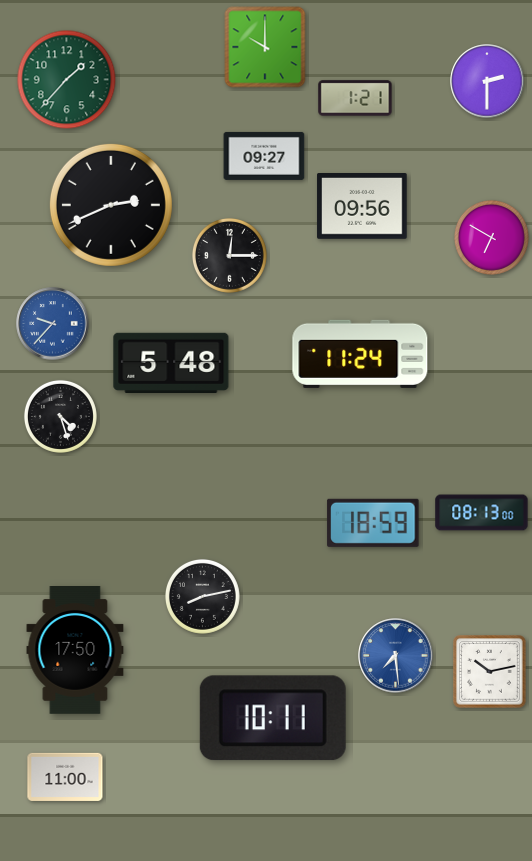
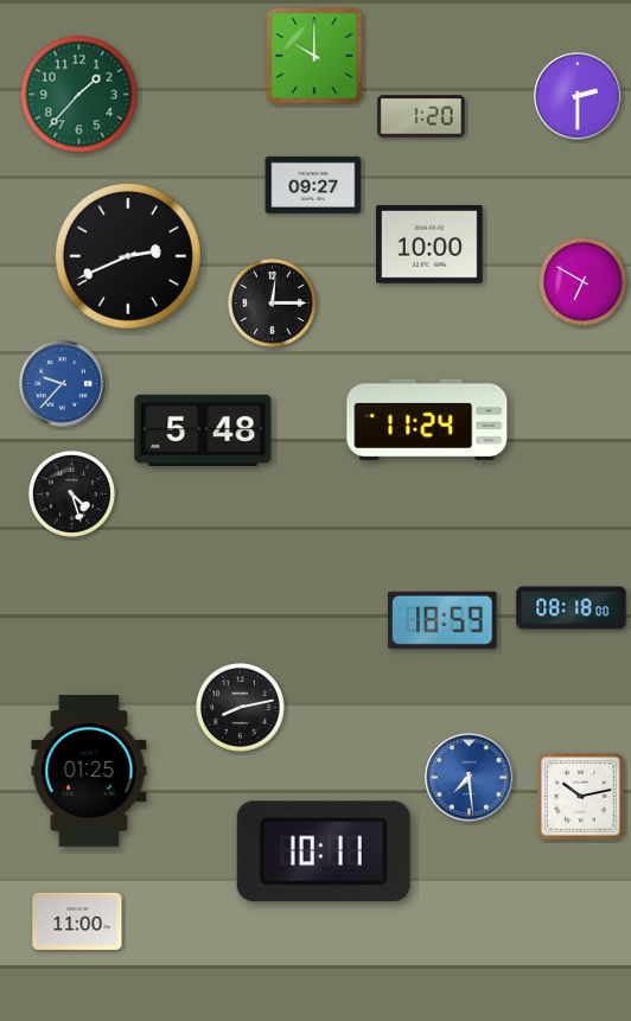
clock at (355, 98): 1:21 -> 1:20
clock at (111, 205) position: (111, 205) -> (128, 256)
clock at (362, 207): 09:56 -> 10:00
clock at (482, 513): 08:13 -> 08:18
clock at (75, 650): 17:50 -> 01:25
